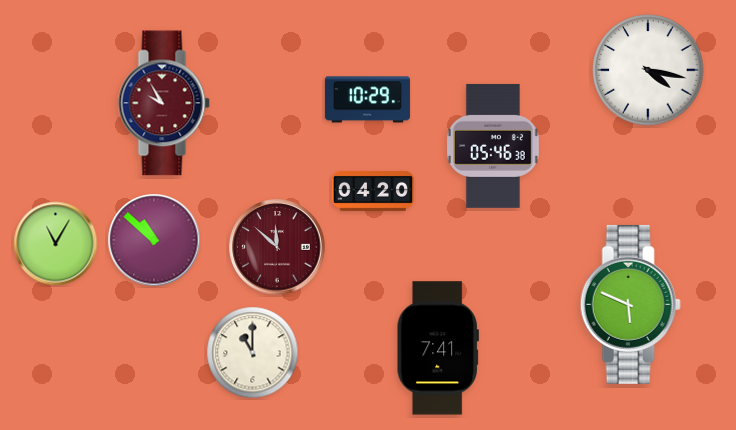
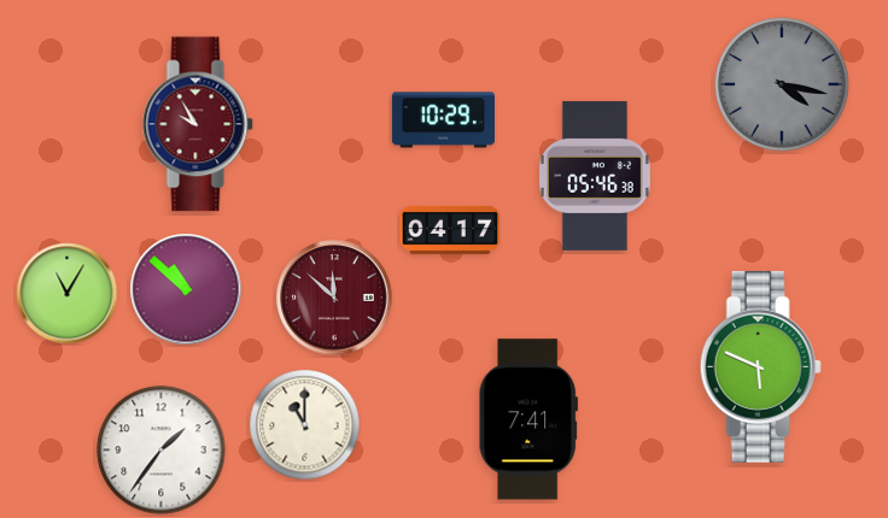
clock at (648, 70) dial: white -> grey
clock at (373, 191): 04:20 -> 04:17
clock at (162, 451): none -> 1:36
